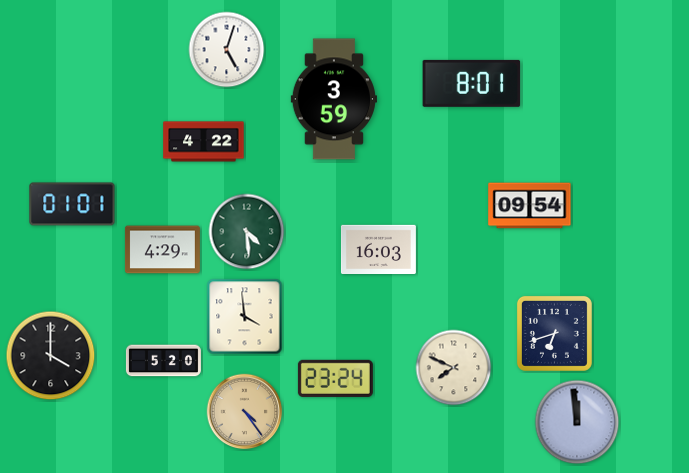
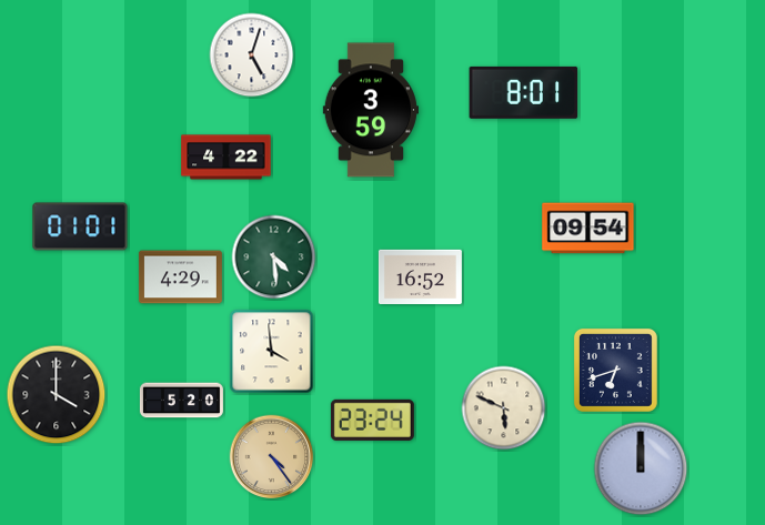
clock at (378, 249): 16:03 -> 16:52
clock at (454, 368): 7:49 -> 5:49
clock at (577, 422): 11:59 -> 12:00
